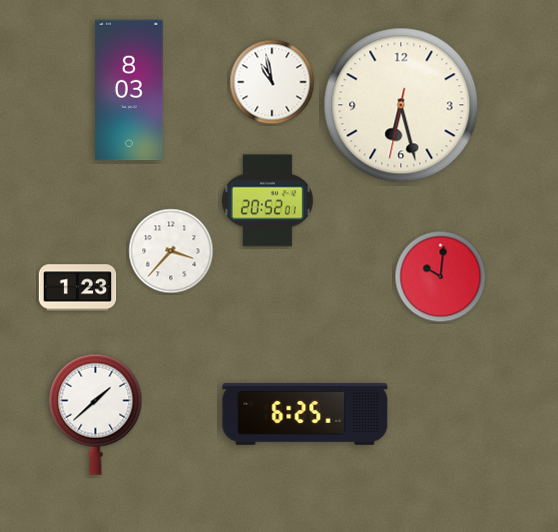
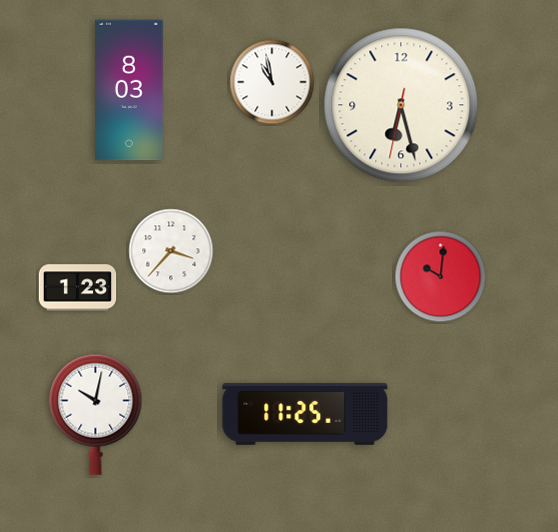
clock at (268, 201): 20:52 -> none
clock at (96, 414): 1:38 -> 10:02
clock at (305, 414): 6:25 -> 11:25
